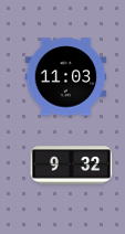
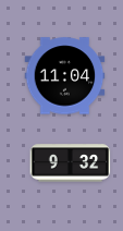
clock at (66, 77): 11:03 -> 11:04
